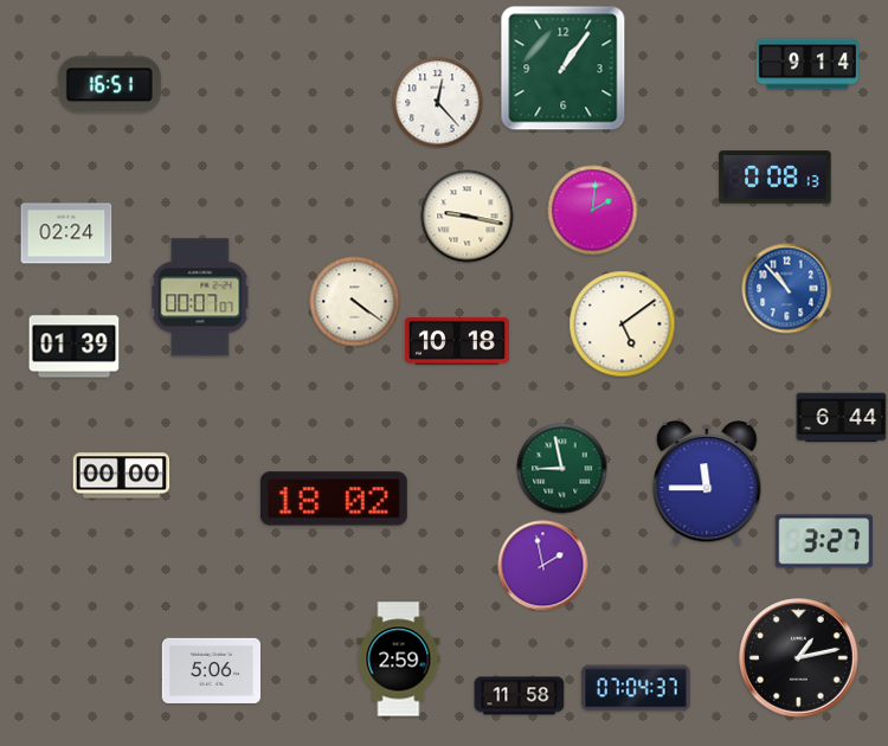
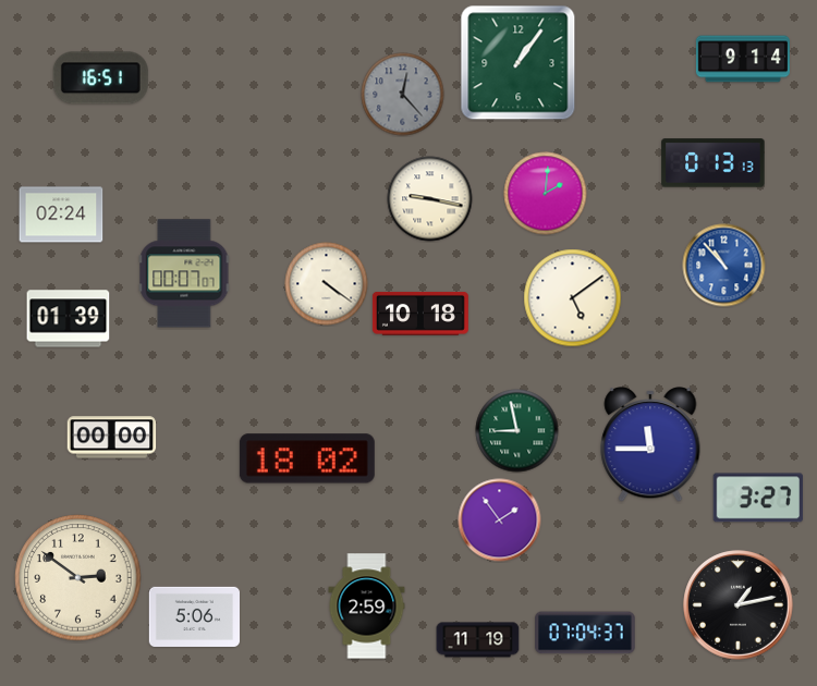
clock at (438, 103) dial: white -> grey
clock at (776, 178): 0:08 -> 0:13
clock at (355, 302) position: (355, 302) -> (327, 284)
clock at (842, 418): 6:44 -> none
clock at (543, 566): 1:58 -> 1:54
clock at (78, 578): none -> 2:51
clock at (799, 658) position: (799, 658) -> (739, 605)
clock at (520, 696): 11:58 -> 11:19
